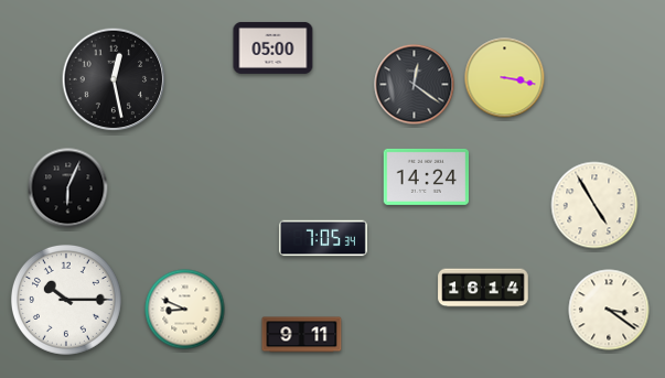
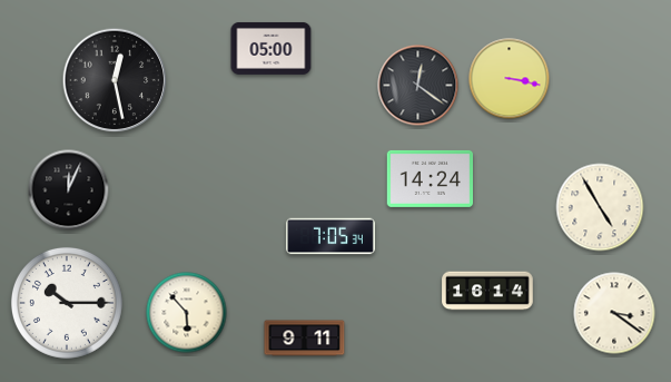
clock at (273, 47) position: (273, 47) -> (272, 48)
clock at (68, 188): 6:04 -> 12:04
clock at (323, 238) position: (323, 238) -> (330, 236)
clock at (185, 310): 8:49 -> 5:53
